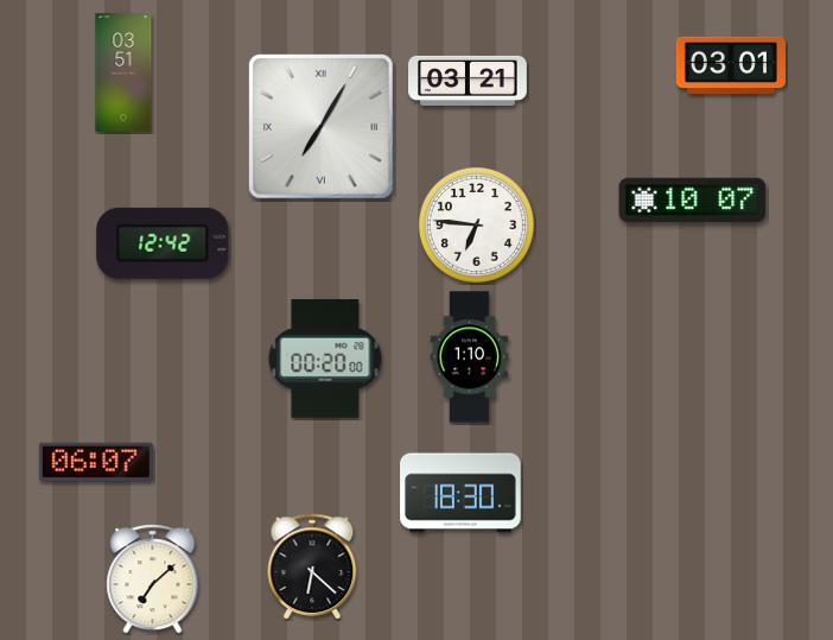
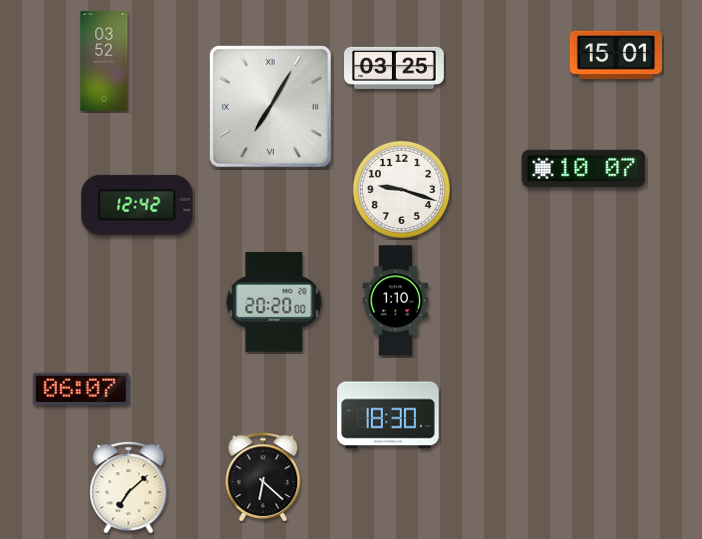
clock at (730, 65): 03:01 -> 15:01
clock at (123, 72): 03:51 -> 03:52
clock at (468, 81): 03:21 -> 03:25
clock at (476, 224): 6:46 -> 9:18
clock at (325, 359): 00:20 -> 20:20
